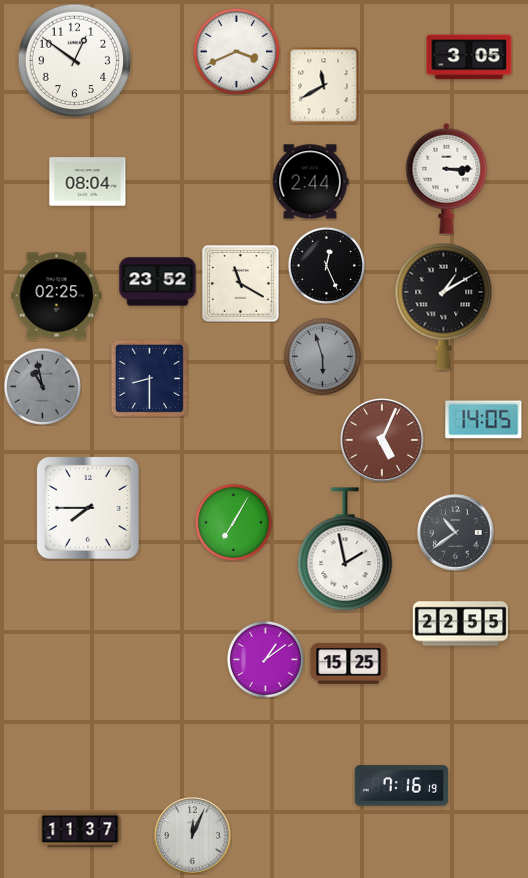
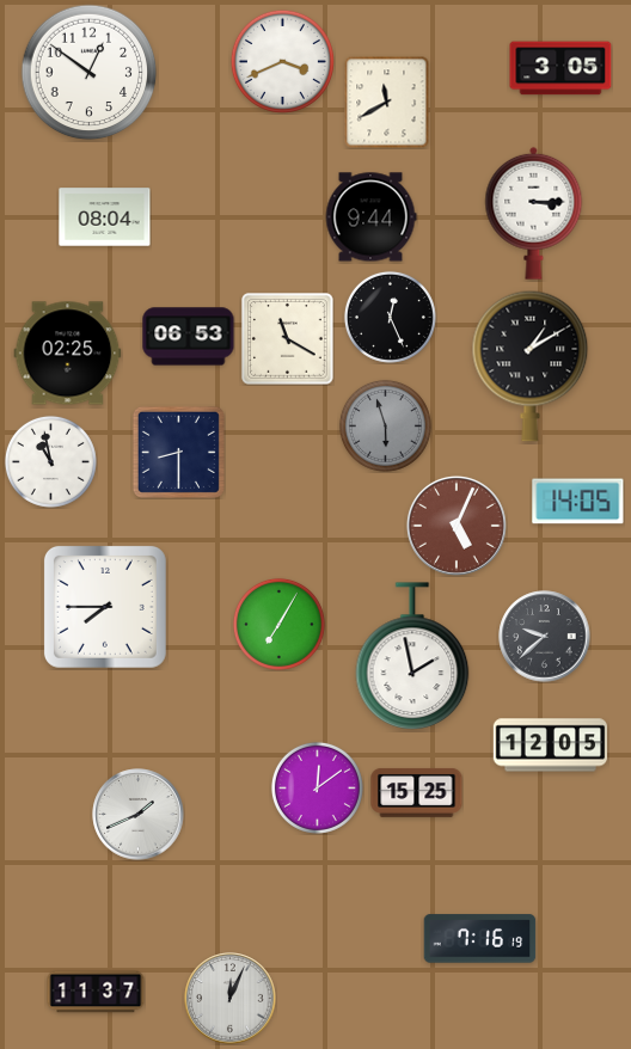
clock at (310, 182): 2:44 -> 9:44
clock at (158, 282): 23:52 -> 06:53
clock at (42, 386) dial: grey -> white
clock at (456, 533): 10:39 -> 9:38
clock at (461, 624): 22:55 -> 12:05
clock at (265, 659): 1:09 -> 12:09
clock at (139, 815): none -> 1:41
